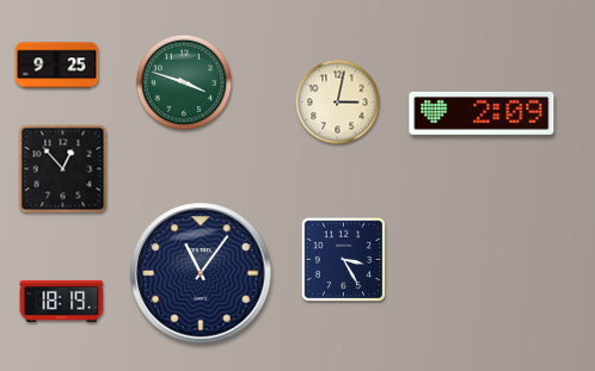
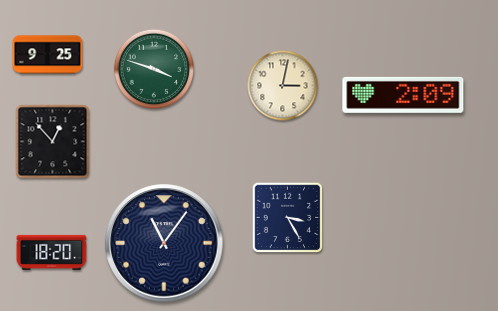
clock at (201, 273) position: (201, 273) -> (164, 243)
clock at (62, 301): 18:19 -> 18:20
